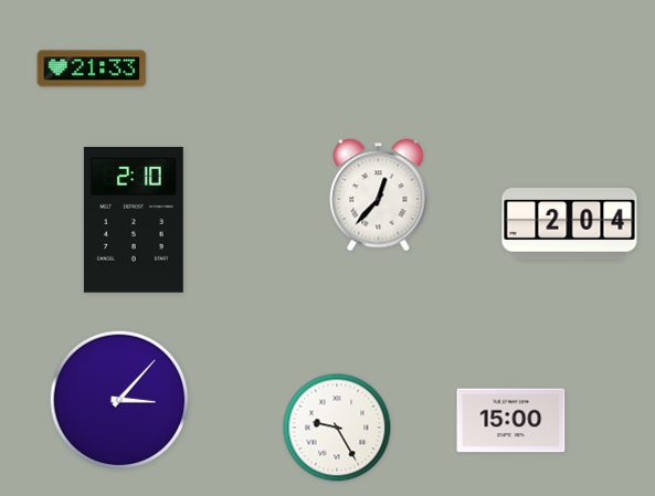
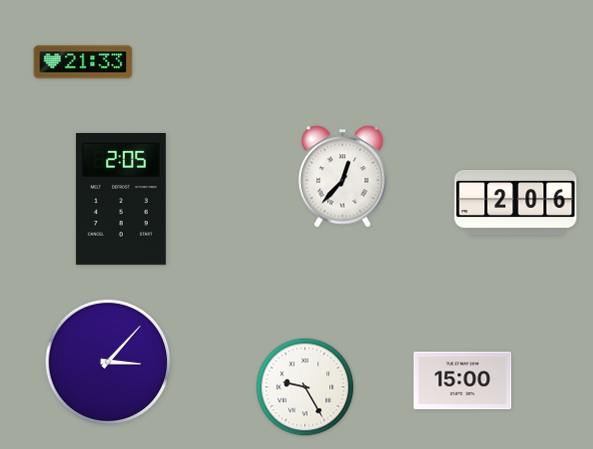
clock at (134, 220): 2:10 -> 2:05
clock at (570, 223): 2:04 -> 2:06
